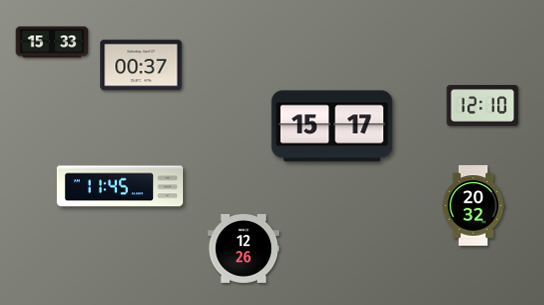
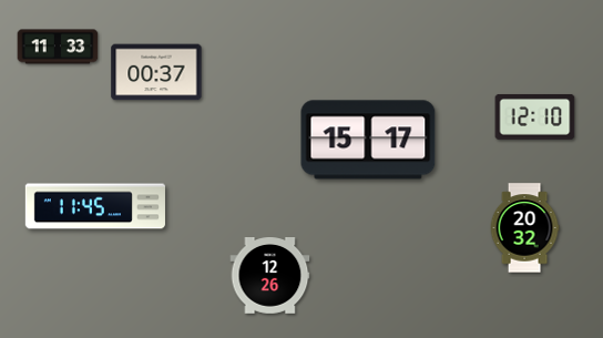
clock at (52, 42): 15:33 -> 11:33
clock at (120, 186) position: (120, 186) -> (95, 206)
